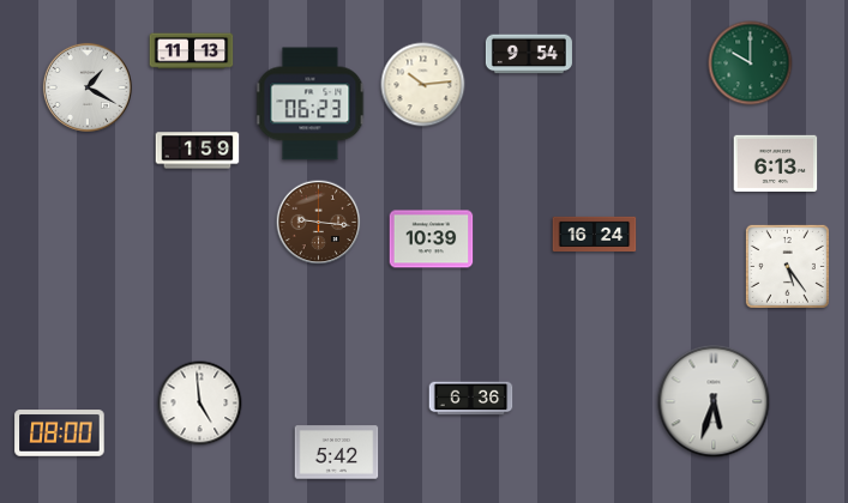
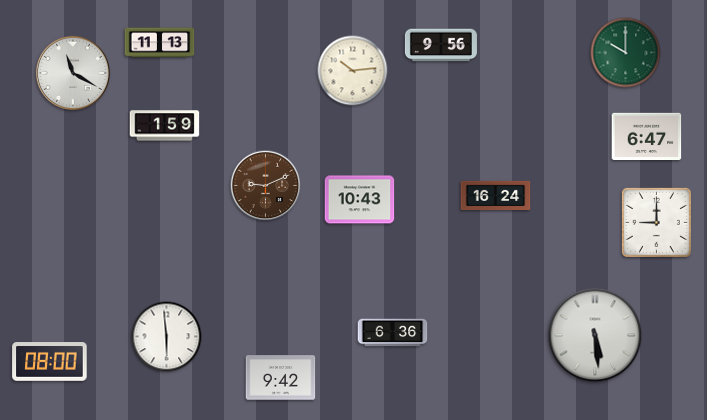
clock at (529, 54): 9:54 -> 9:56
clock at (88, 87): 1:20 -> 11:20
clock at (311, 104): 06:23 -> none
clock at (776, 163): 6:13 -> 6:47
clock at (319, 223): 9:16 -> 9:11
clock at (432, 240): 10:39 -> 10:43
clock at (787, 266): 5:24 -> 9:00
clock at (714, 401): 5:33 -> 5:29
clock at (200, 404): 4:59 -> 5:59
clock at (337, 453): 5:42 -> 9:42
